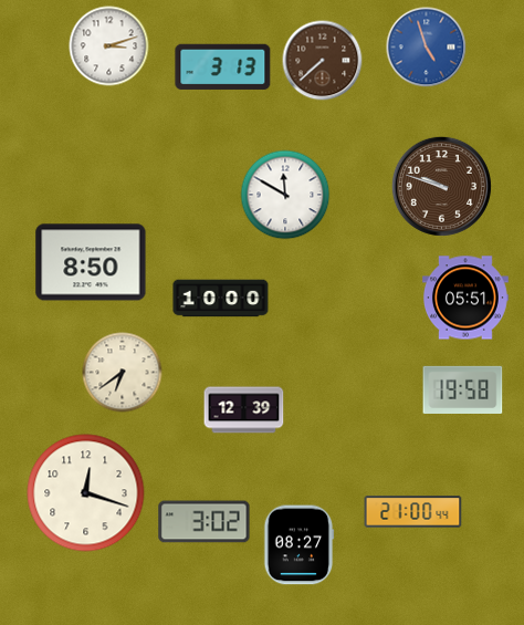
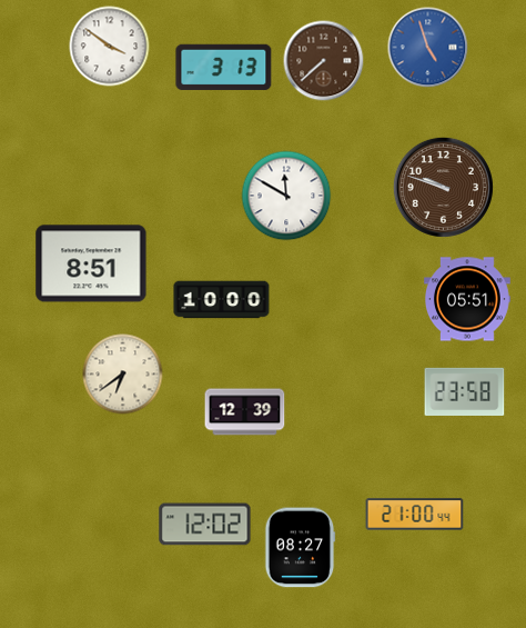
clock at (109, 46): 3:12 -> 3:51
clock at (91, 262): 8:50 -> 8:51
clock at (463, 389): 19:58 -> 23:58
clock at (86, 493): 12:18 -> none
clock at (205, 522): 3:02 -> 12:02
